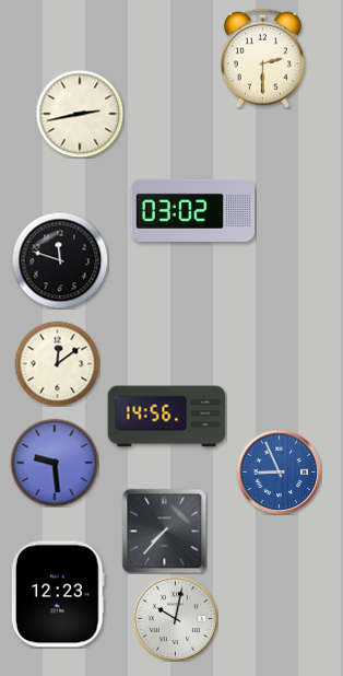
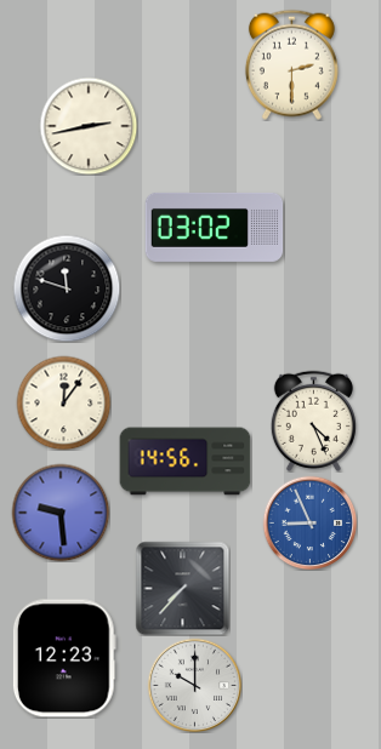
clock at (193, 210) position: (193, 210) -> (215, 227)
clock at (57, 363): 12:09 -> 12:06
clock at (313, 421): none -> 4:26
clock at (175, 618): 10:02 -> 10:00
